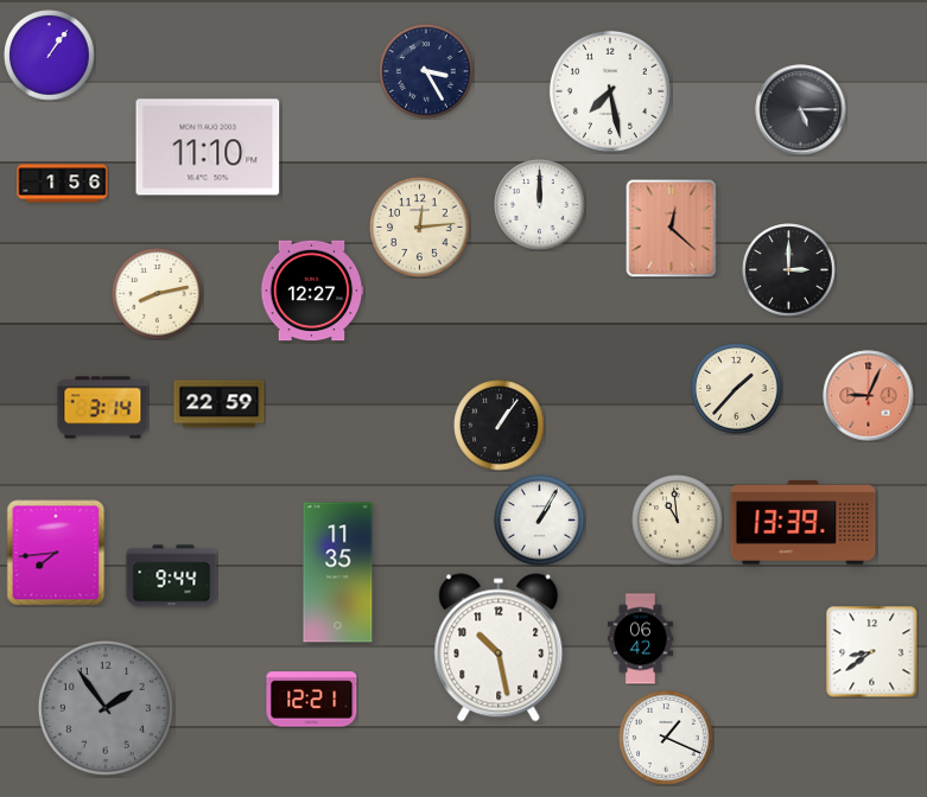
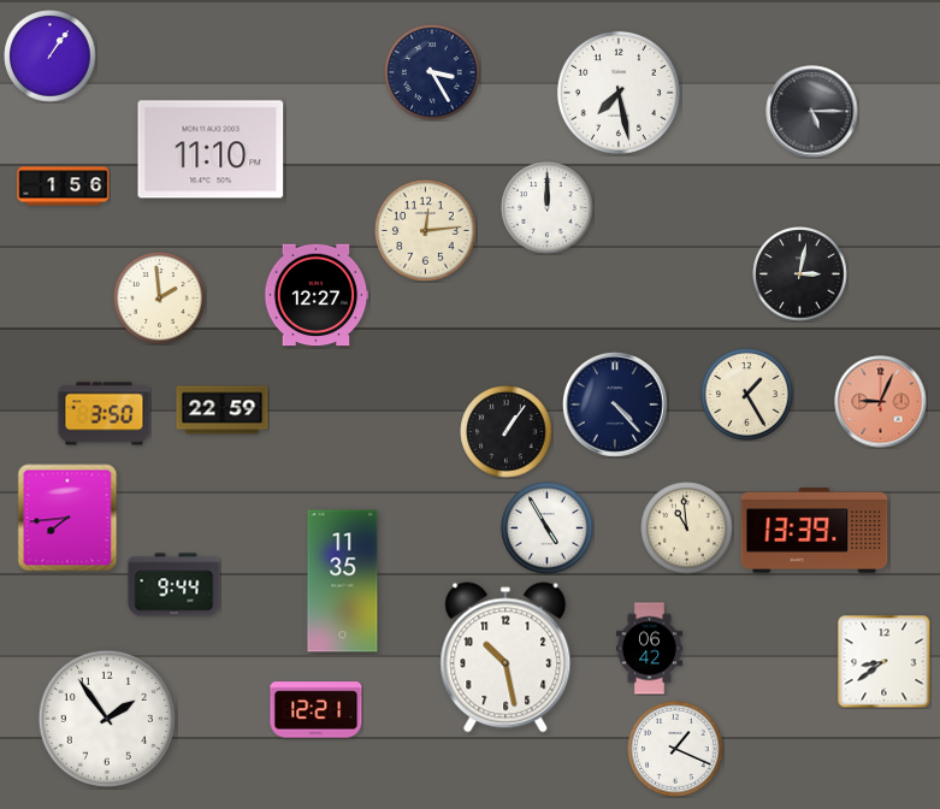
clock at (672, 228): 12:22 -> none
clock at (789, 270): 3:00 -> 3:02
clock at (158, 294): 8:13 -> 1:59
clock at (737, 389): 1:37 -> 1:25
clock at (615, 404): none -> 4:23
clock at (103, 408): 3:14 -> 3:50
clock at (540, 521): 1:05 -> 4:55
clock at (56, 553) position: (56, 553) -> (67, 518)
clock at (106, 708) dial: grey -> white
